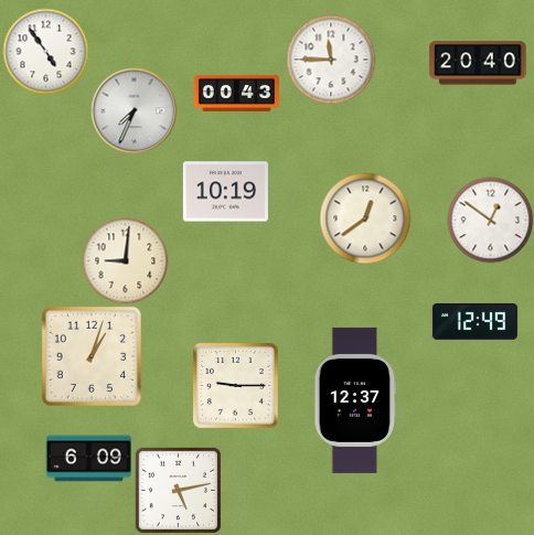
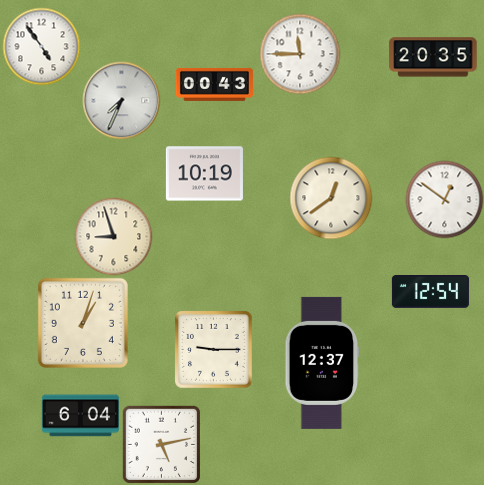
clock at (478, 63): 20:40 -> 20:35
clock at (125, 260): 9:01 -> 8:57
clock at (474, 322): 12:49 -> 12:54
clock at (88, 459): 6:09 -> 6:04
